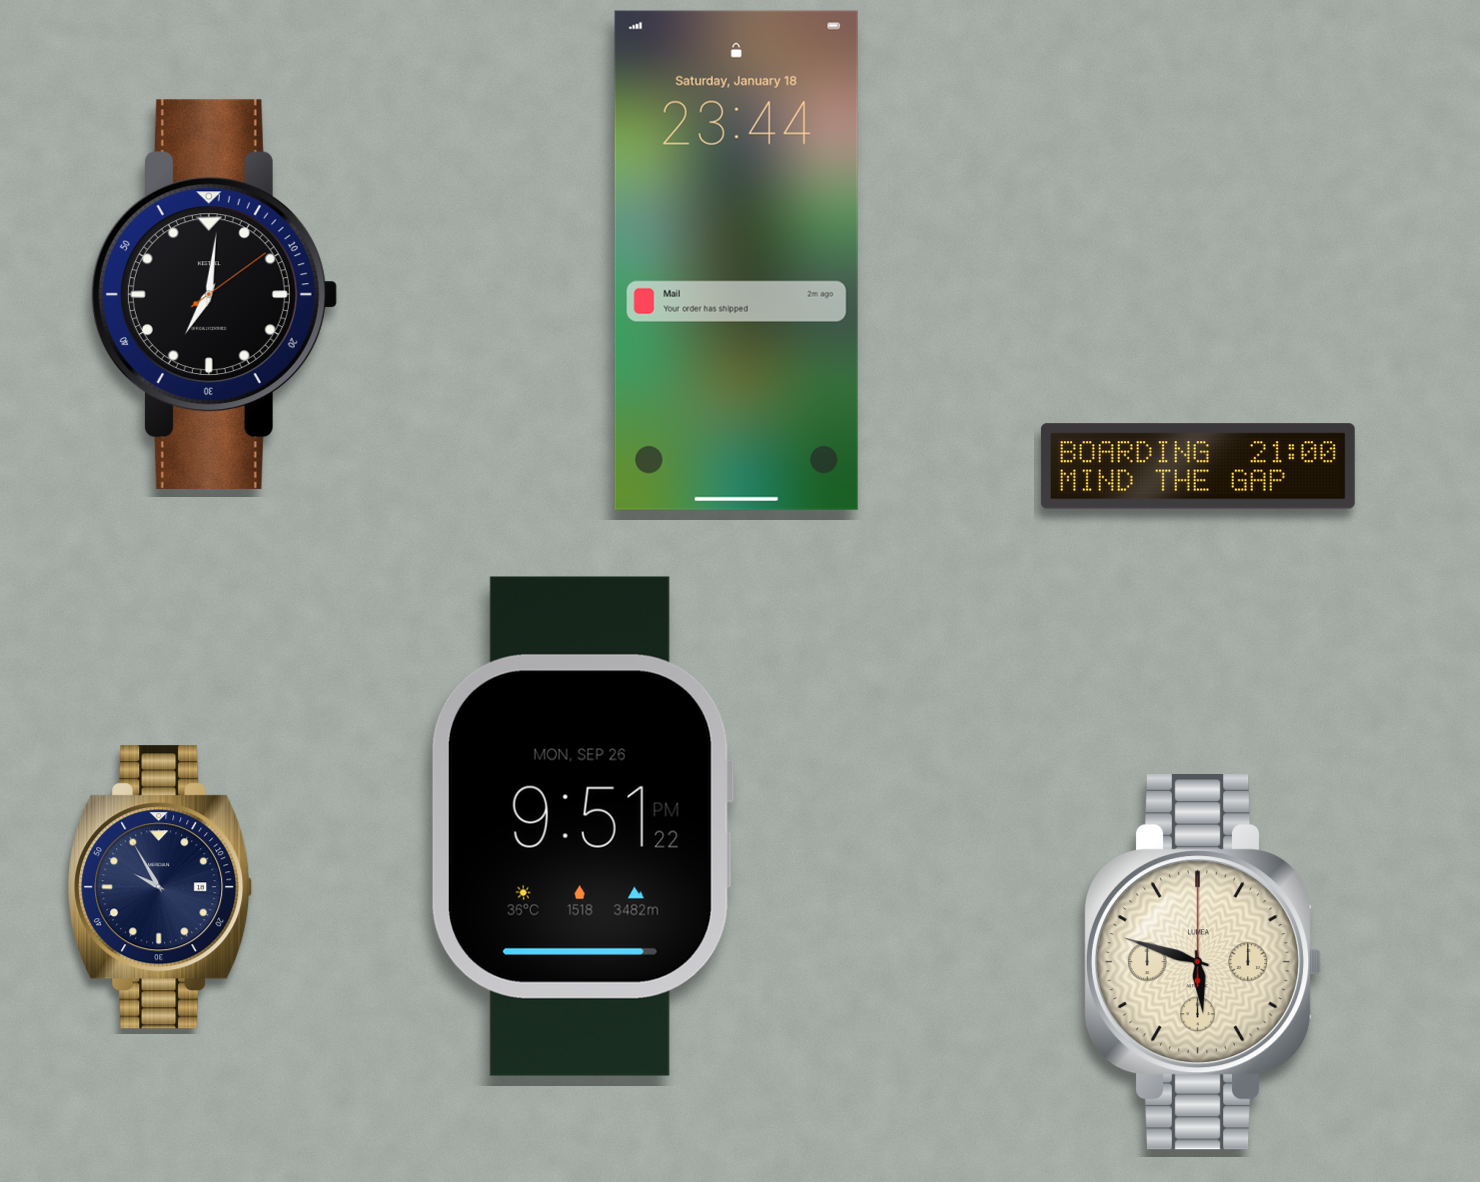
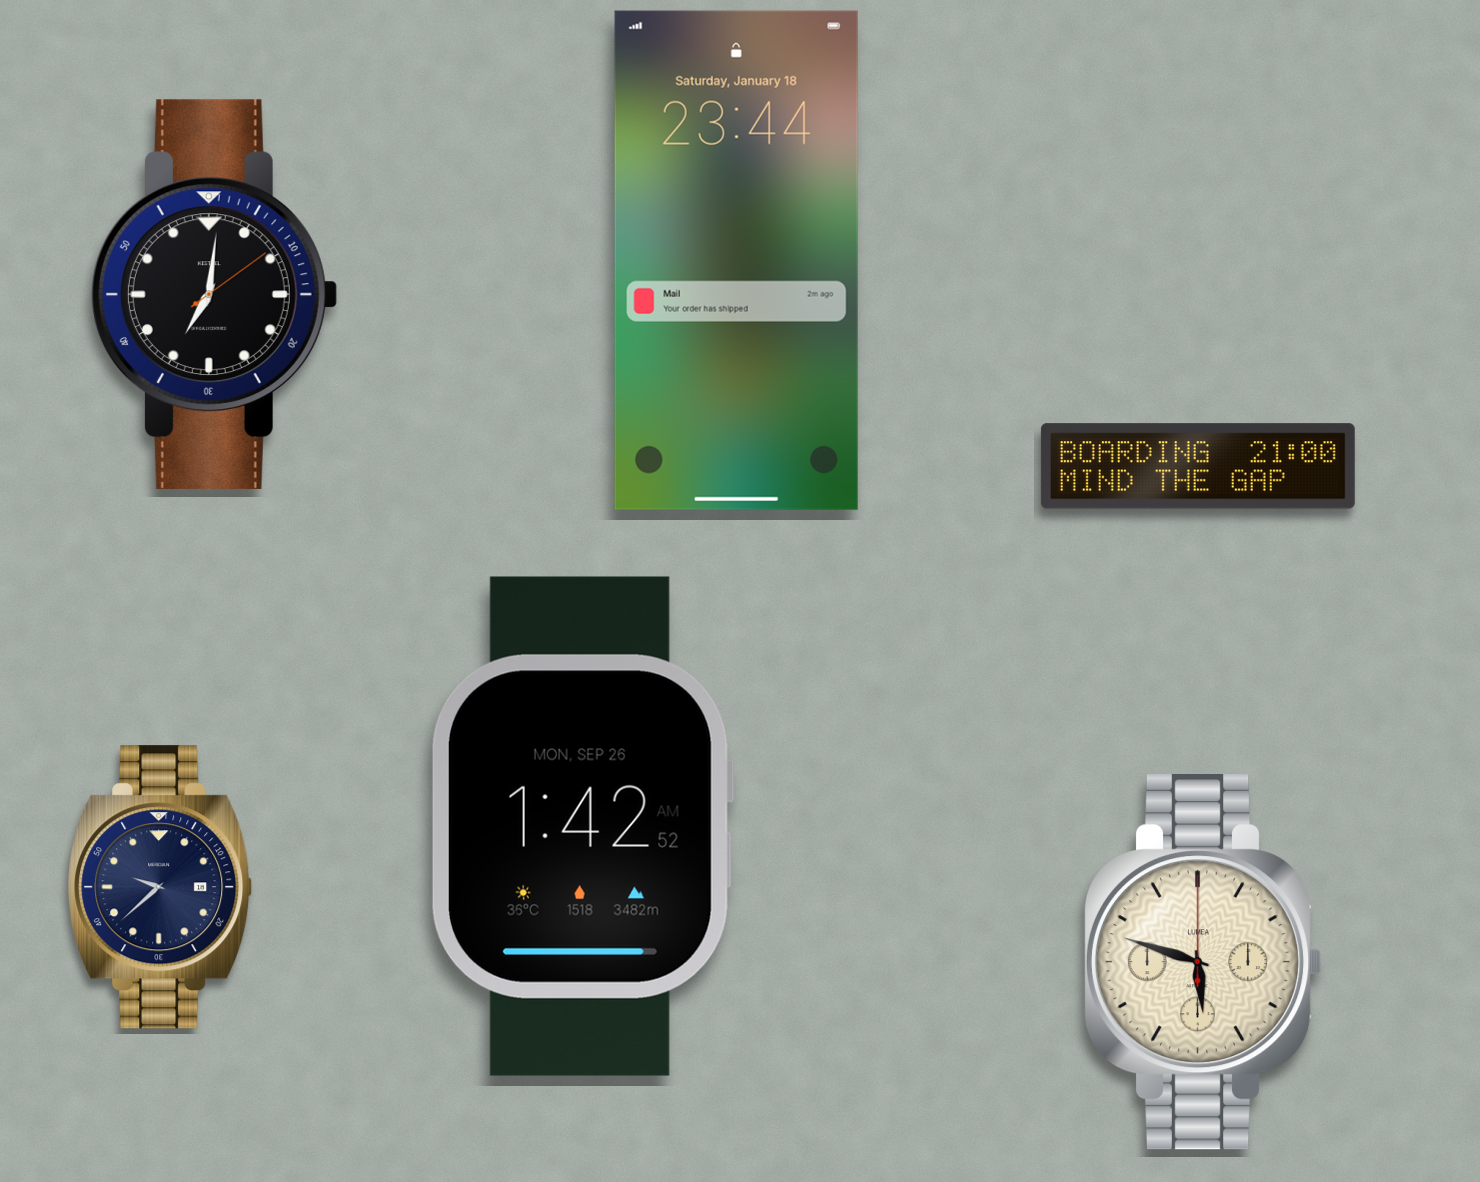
clock at (582, 826): 9:51 -> 1:42
clock at (160, 887): 9:55 -> 9:38
